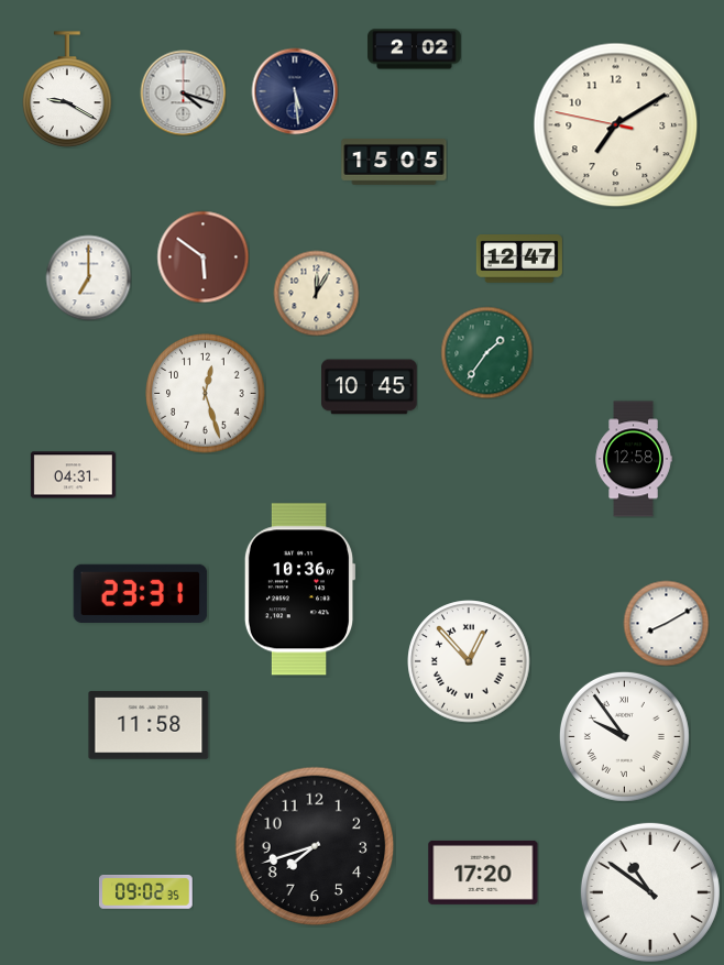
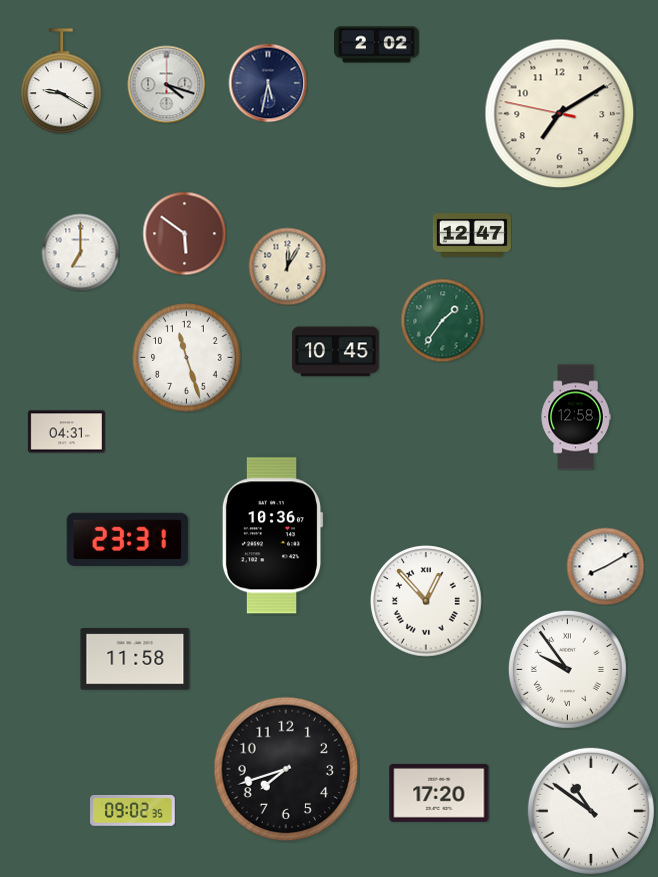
clock at (295, 91): 5:29 -> 5:32
clock at (394, 162): 15:05 -> none
clock at (206, 394): 12:27 -> 11:27
